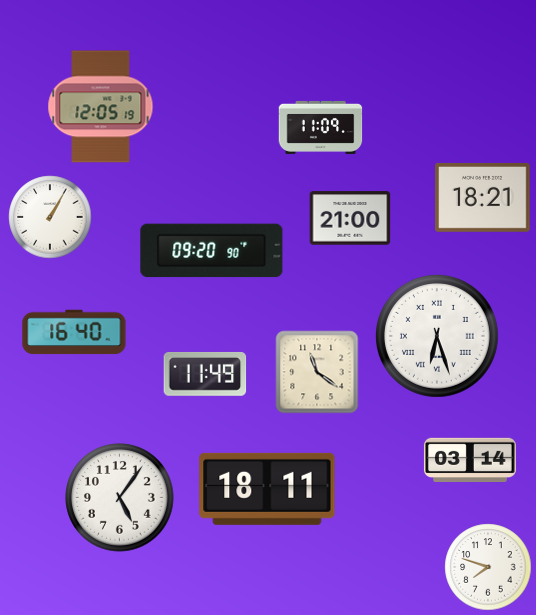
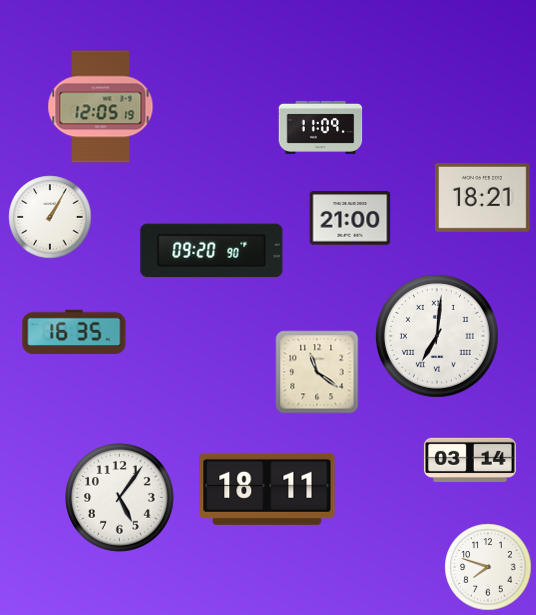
clock at (74, 332): 16:40 -> 16:35
clock at (437, 336): 6:27 -> 7:01
clock at (205, 374): 11:49 -> none
